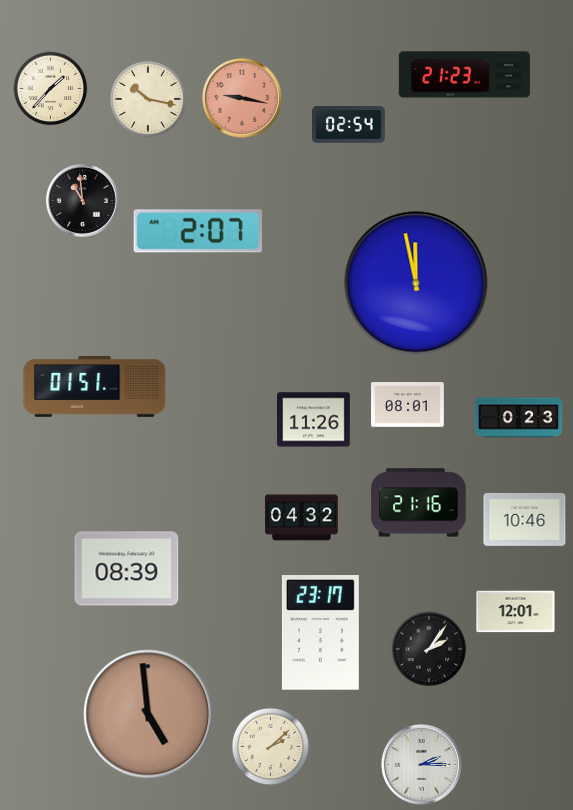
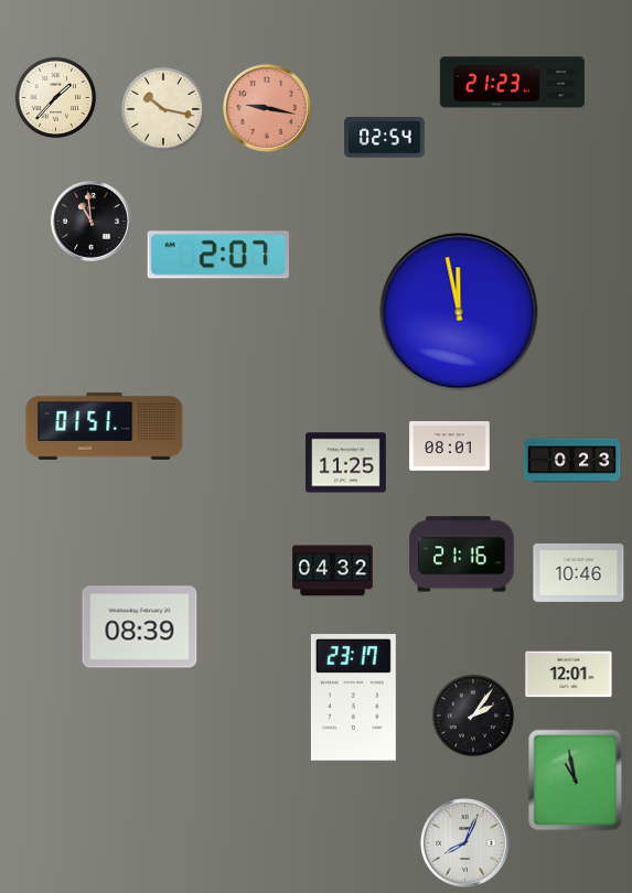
clock at (314, 420): 11:26 -> 11:25
clock at (576, 781): none -> 10:58
clock at (148, 714): 4:59 -> none
clock at (271, 747): 2:08 -> none
clock at (421, 764): 2:15 -> 8:04
